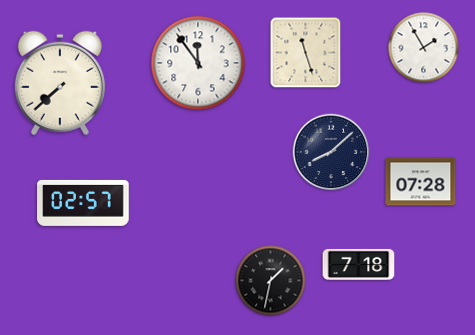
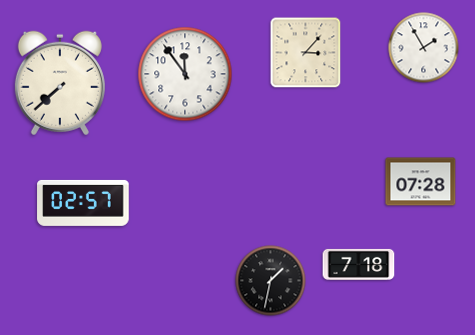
clock at (306, 53): 11:27 -> 3:07
clock at (198, 63) position: (198, 63) -> (185, 74)
clock at (331, 152): 8:08 -> none
